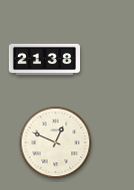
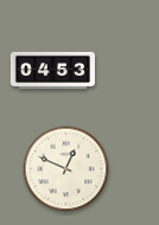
clock at (44, 59): 21:38 -> 04:53
